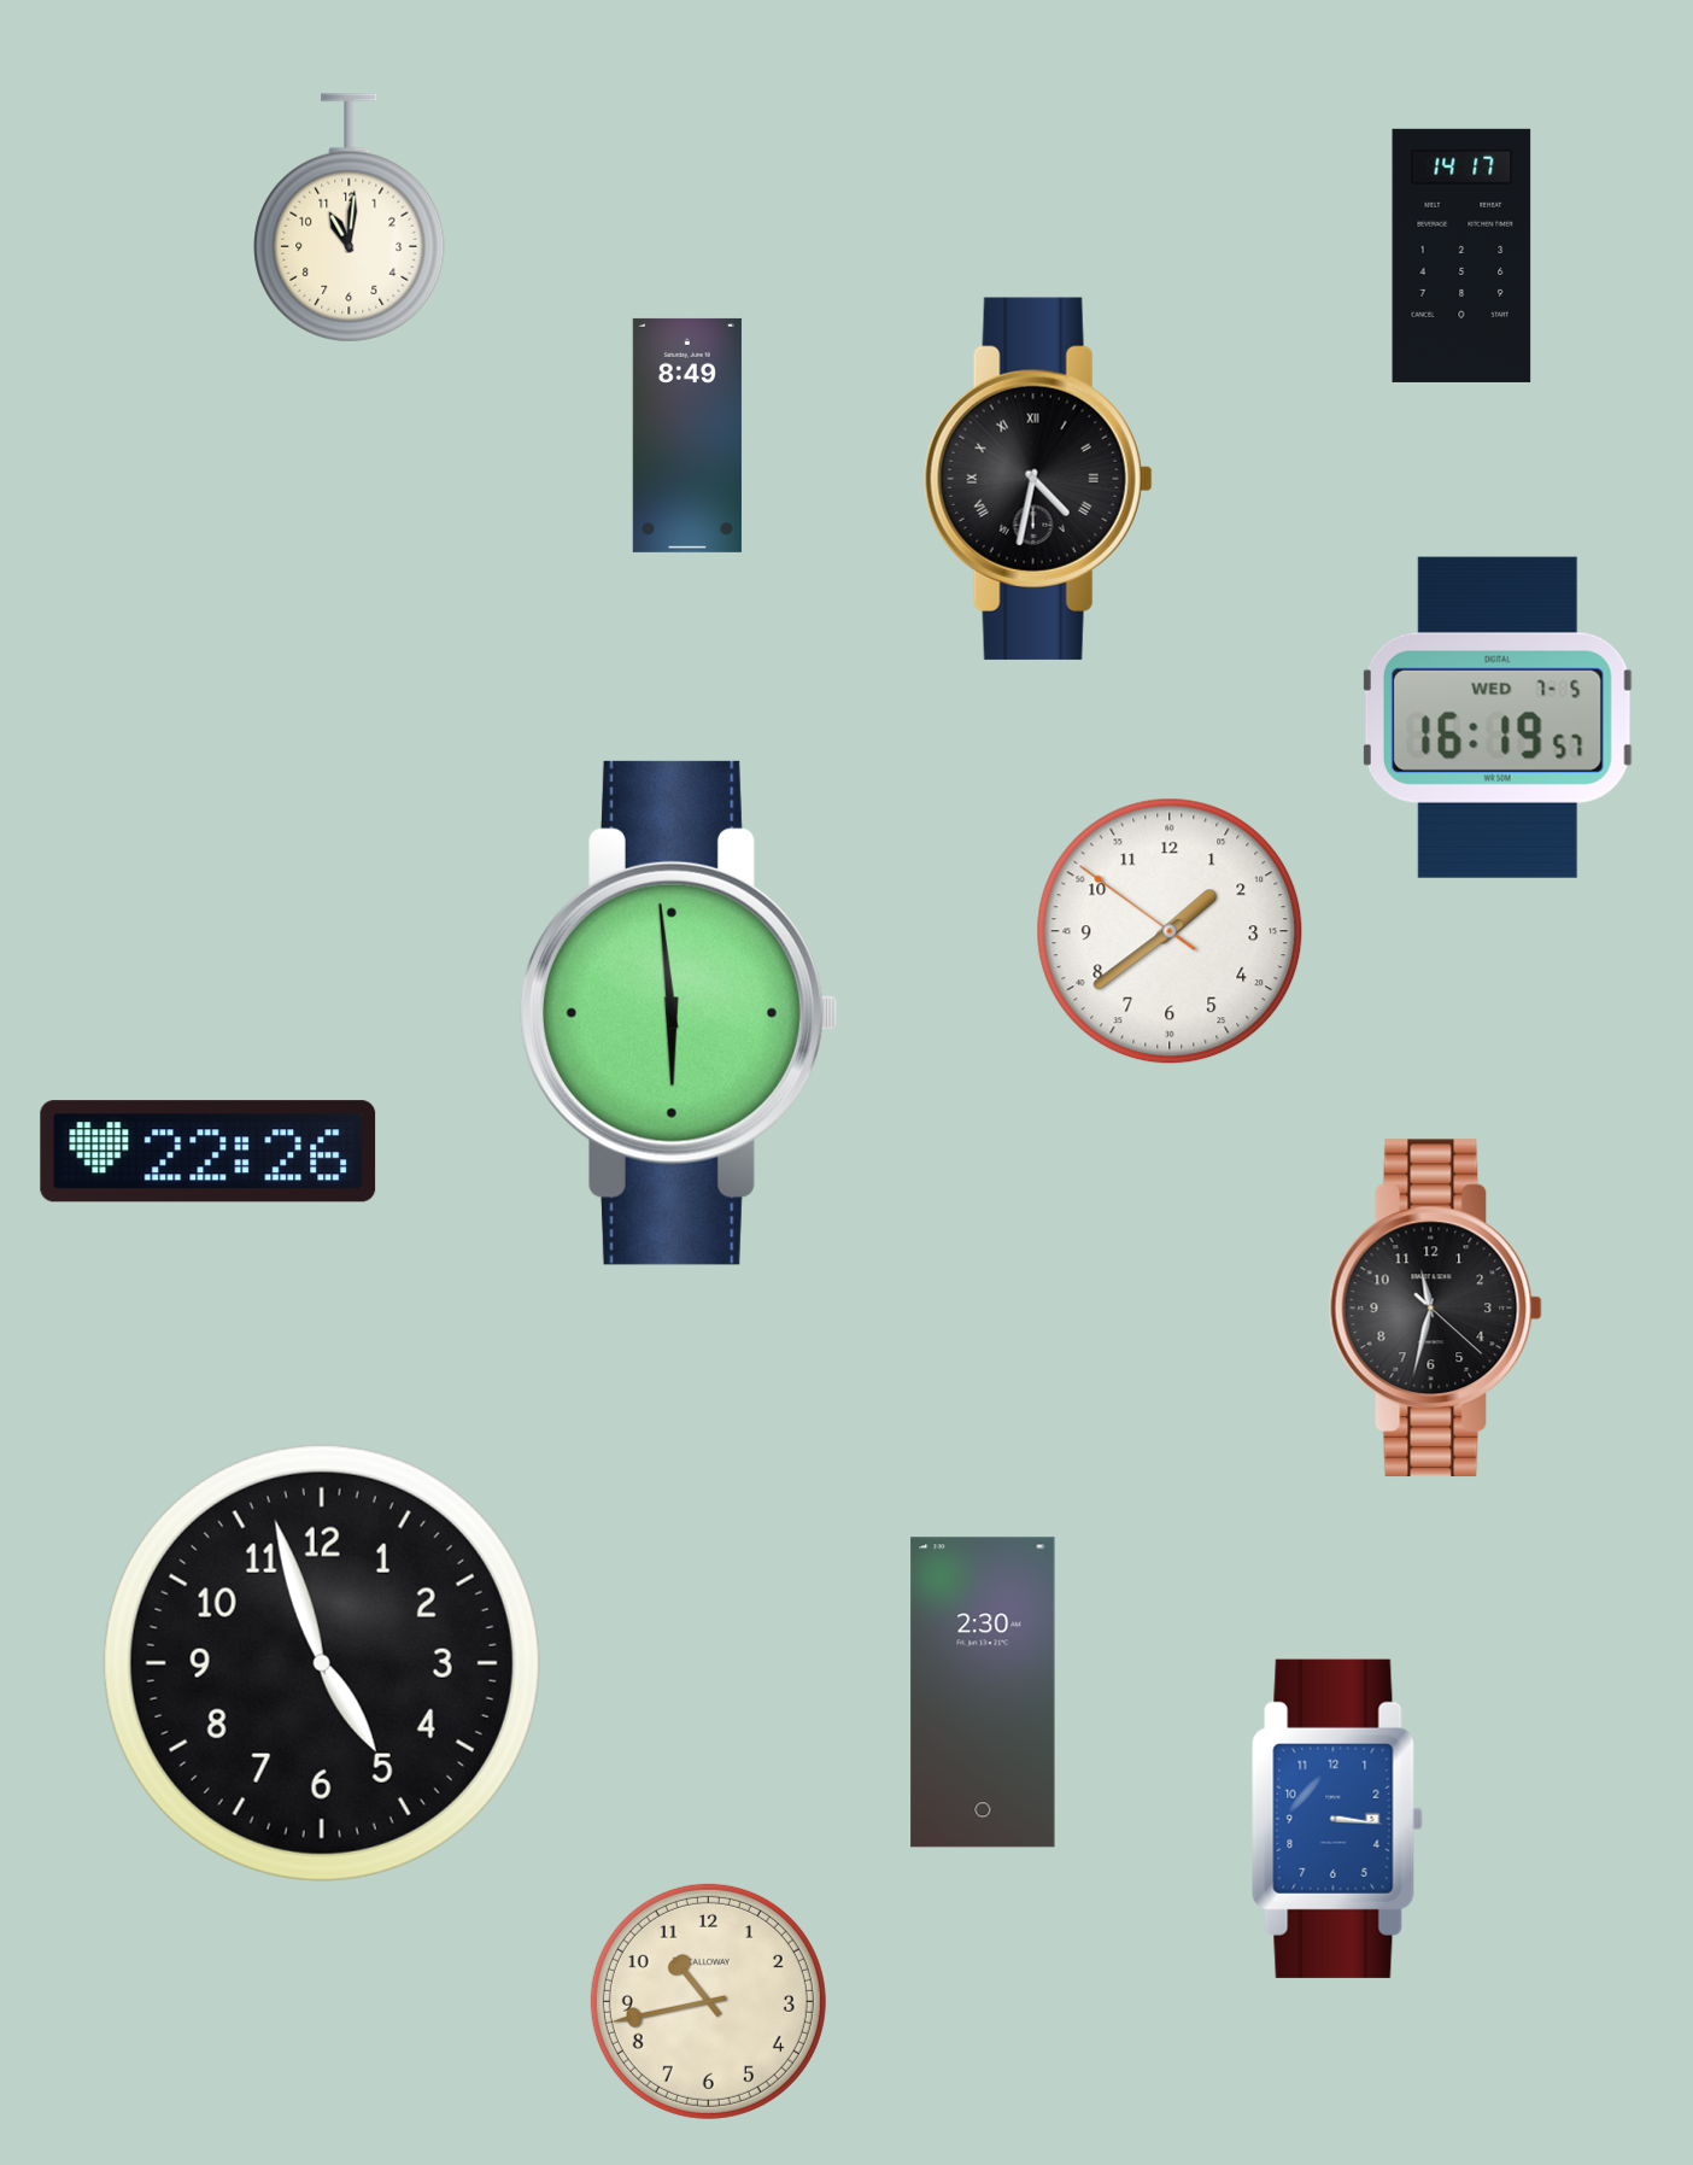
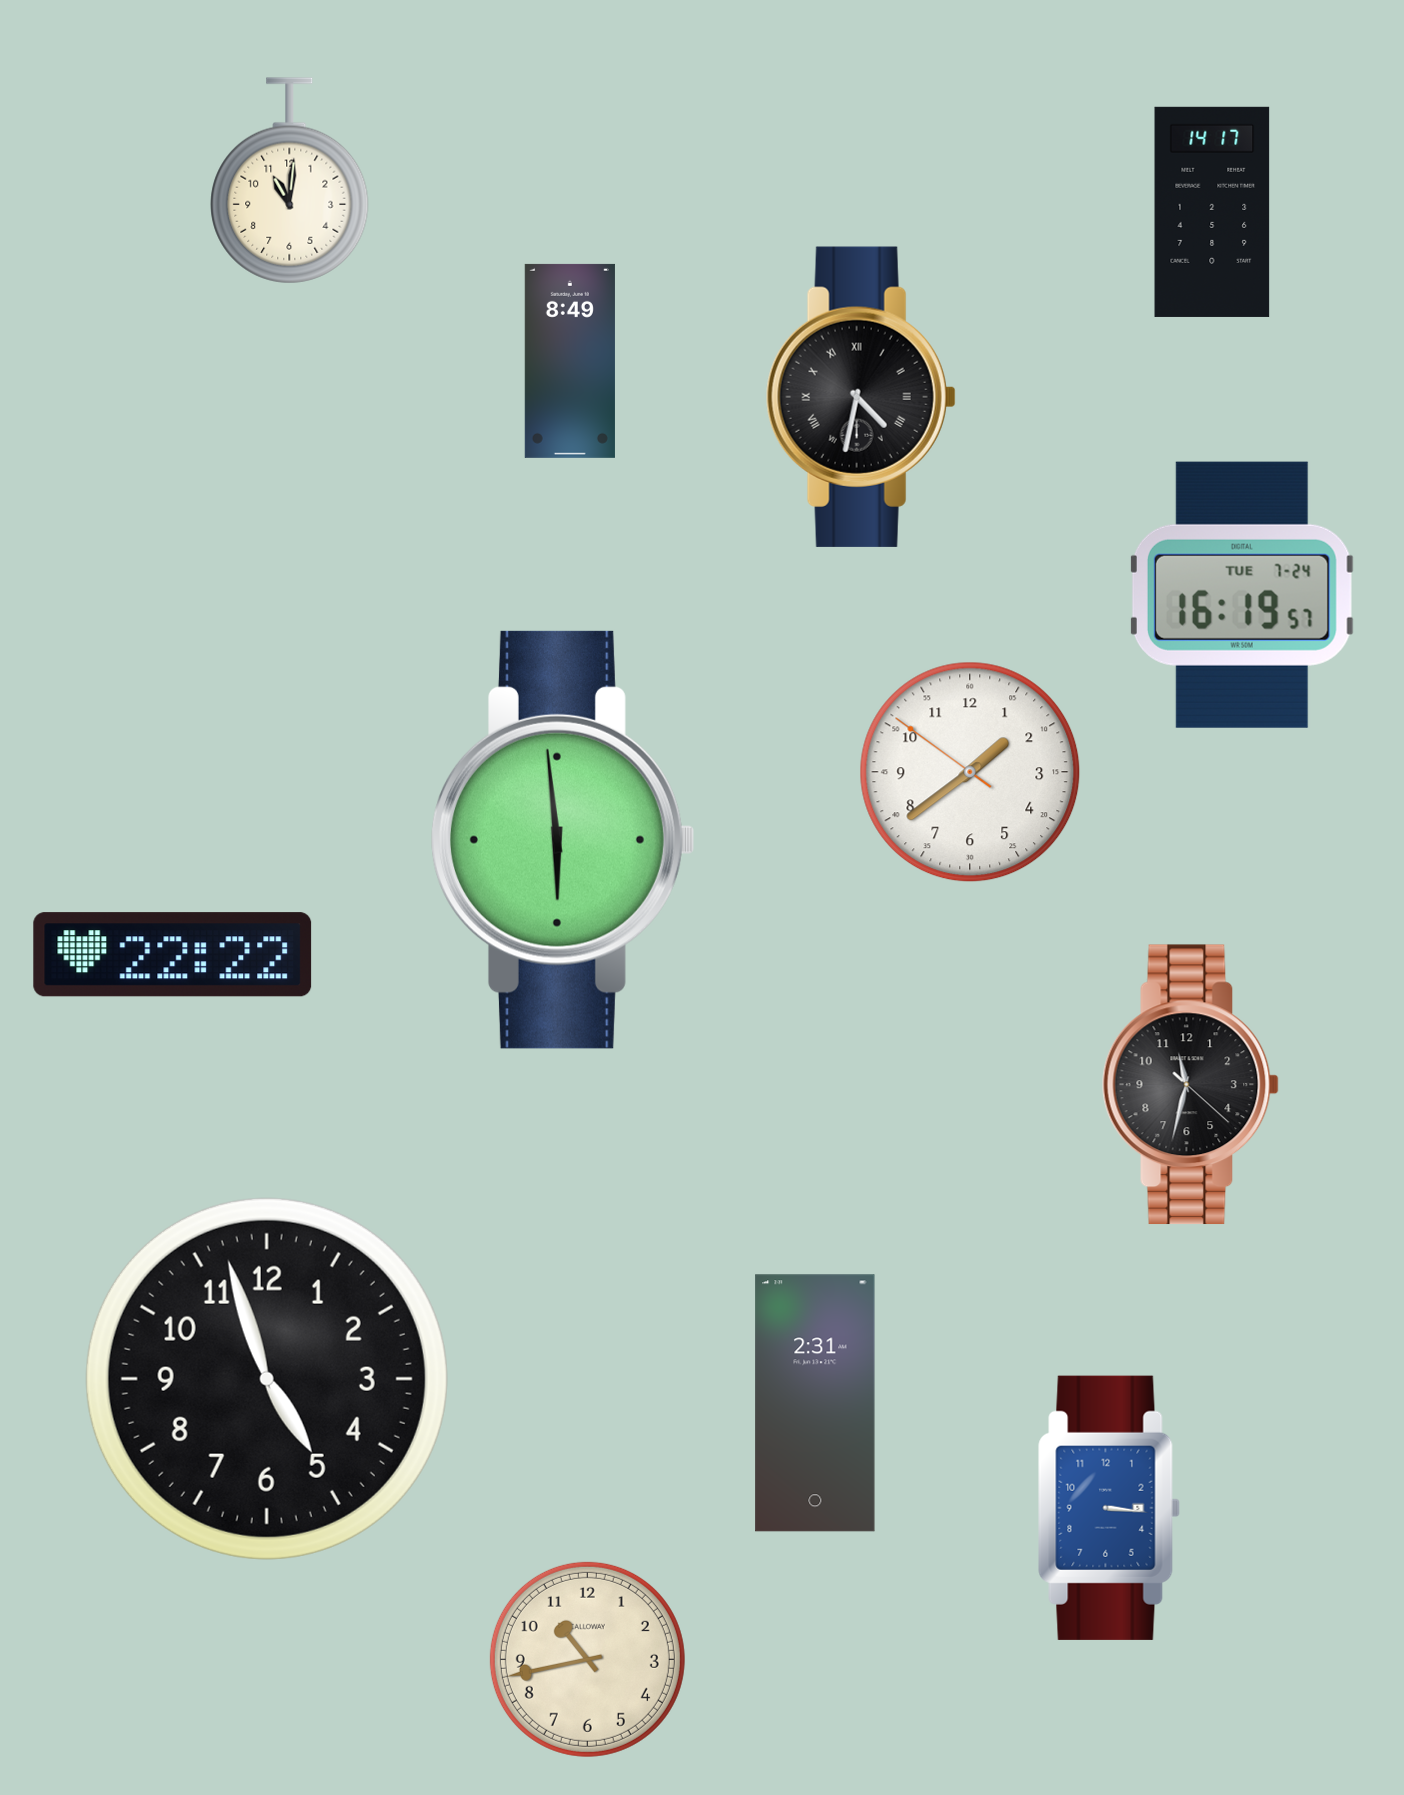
clock at (1498, 718) date: WED 7-5 -> TUE 7-24
clock at (209, 1152): 22:26 -> 22:22
clock at (983, 1692): 2:30 -> 2:31
